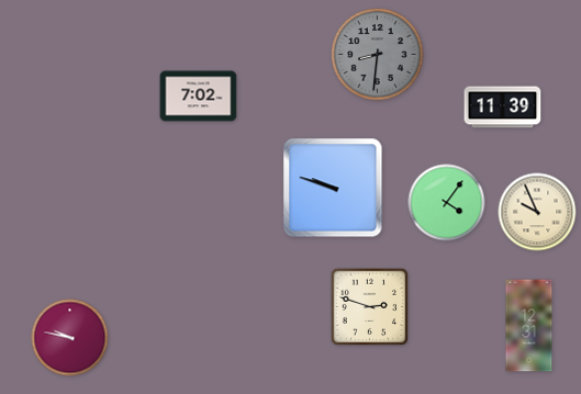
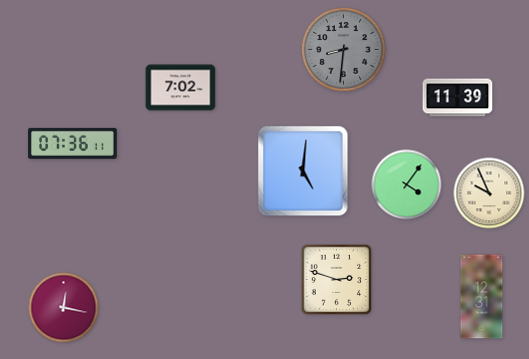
clock at (73, 143): none -> 07:36
clock at (333, 188): 9:48 -> 5:01
clock at (70, 338): 9:47 -> 12:17
